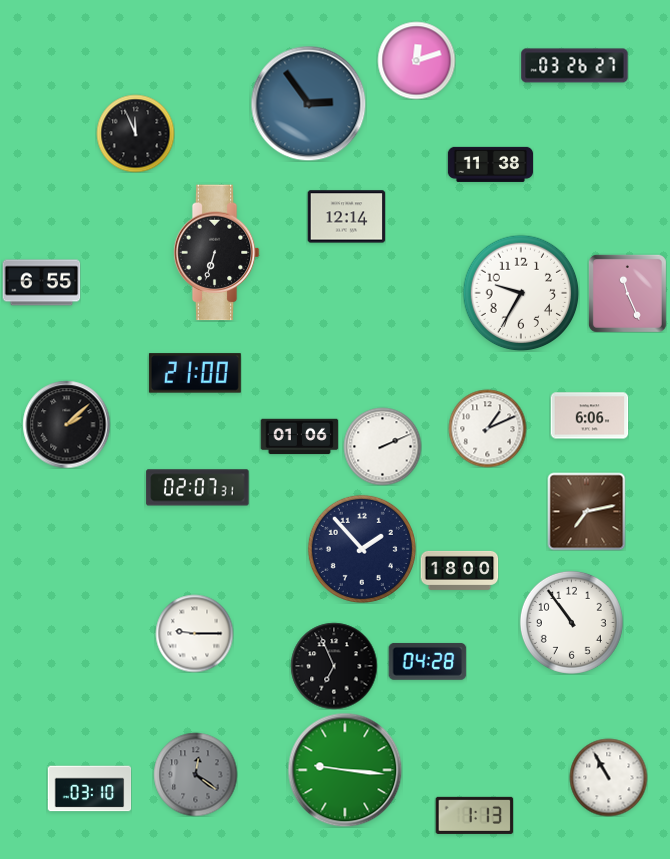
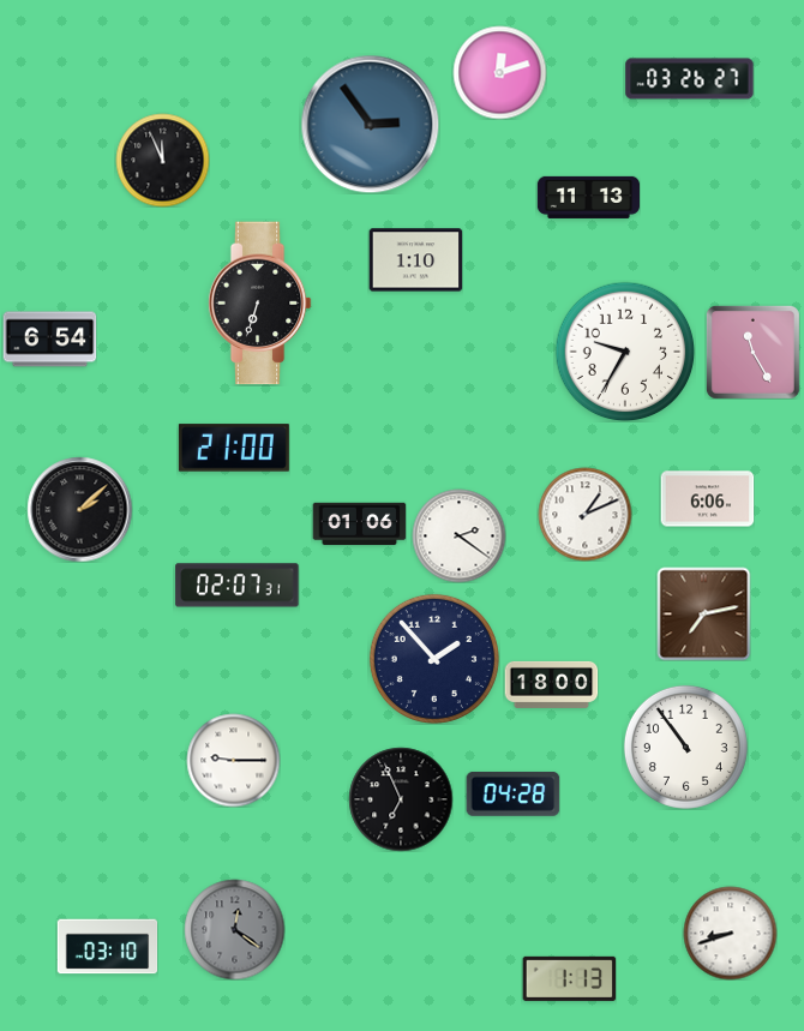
clock at (490, 164): 11:38 -> 11:13
clock at (346, 217): 12:14 -> 1:10
clock at (41, 283): 6:55 -> 6:54
clock at (627, 293): 11:26 -> 11:25
clock at (382, 446): 2:11 -> 2:21
clock at (345, 770): 9:16 -> none
clock at (608, 777): 10:55 -> 8:42
